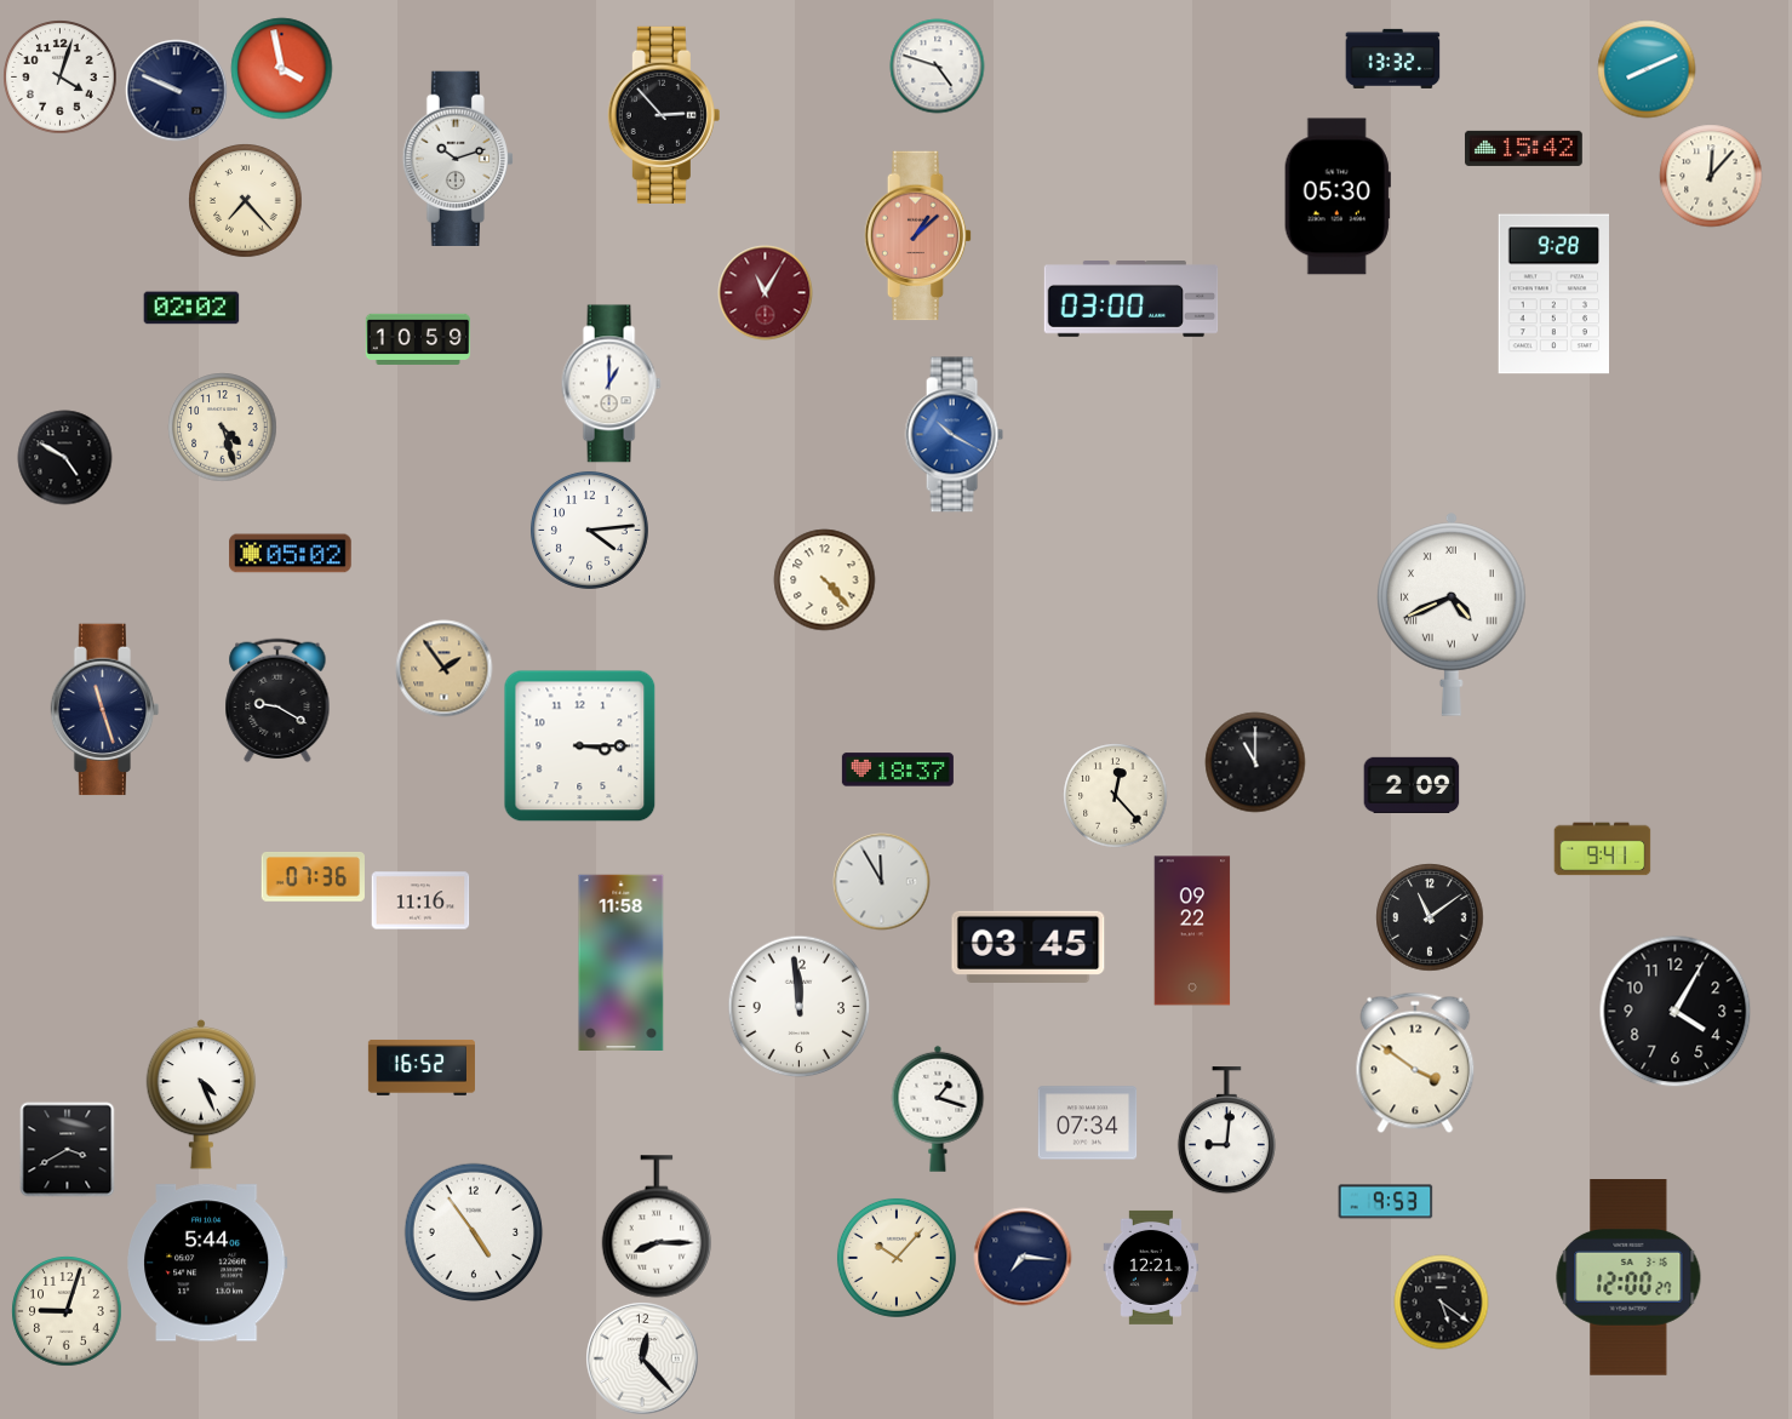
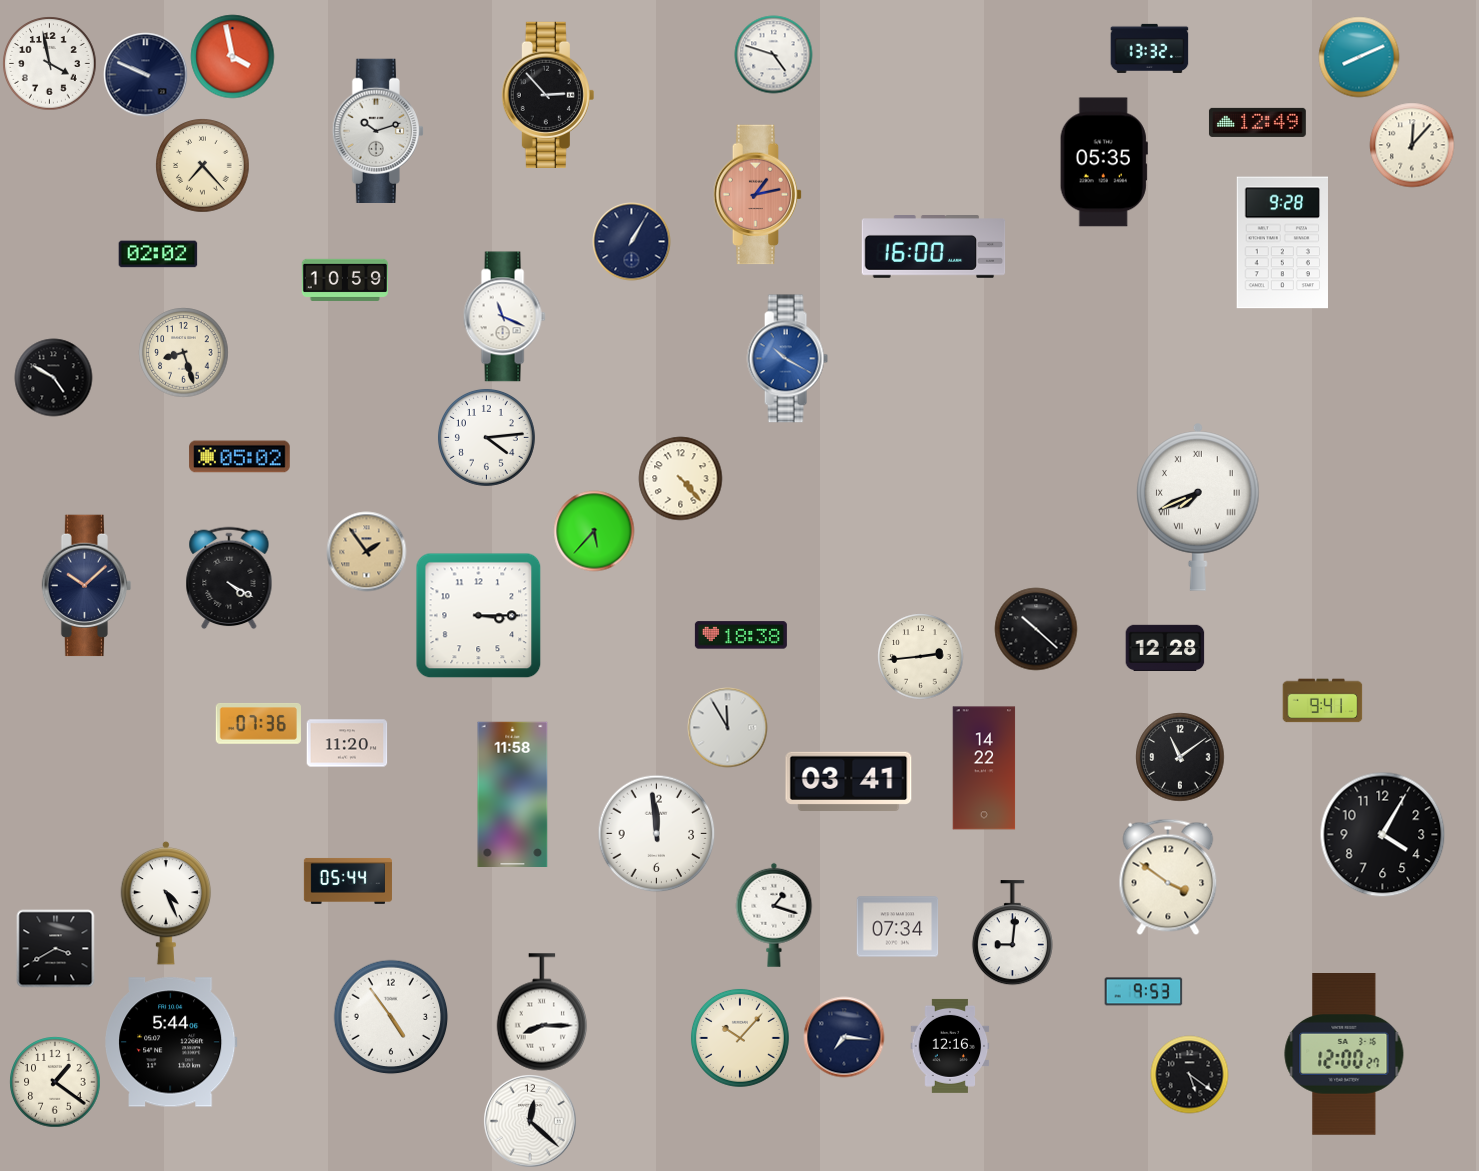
clock at (59, 76): 4:03 -> 3:58
clock at (1524, 148): 15:42 -> 12:49
clock at (1338, 196): 05:30 -> 05:35
clock at (918, 236): 1:08 -> 1:13
clock at (765, 292): 11:05 -> 1:05
clock at (765, 292) dial: burgundy -> navy
clock at (1132, 299): 03:00 -> 16:00
clock at (611, 384): 1:00 -> 11:19
clock at (222, 427): 4:27 -> 8:27
clock at (1453, 614): 4:41 -> 7:41
clock at (594, 531): none -> 5:37
clock at (277, 700): 9:20 -> 4:20
clock at (105, 710): 11:27 -> 10:08
clock at (1255, 762): 11:00 -> 10:22
clock at (898, 769): 18:37 -> 18:38
clock at (1412, 785): 2:09 -> 12:28
clock at (1115, 795): 12:23 -> 2:44
clock at (420, 900): 11:16 -> 11:20
clock at (1192, 931): 09:22 -> 14:22
clock at (1029, 946): 03:45 -> 03:41
clock at (798, 1006) position: (798, 1006) -> (656, 833)
clock at (420, 1068): 16:52 -> 05:44
clock at (1151, 1268): 12:21 -> 12:16
clock at (67, 1311): 9:03 -> 1:21
clock at (642, 1358): 12:23 -> 12:22
